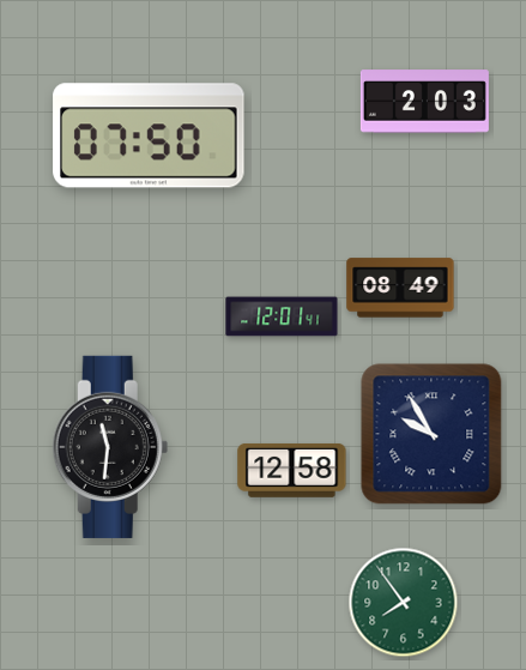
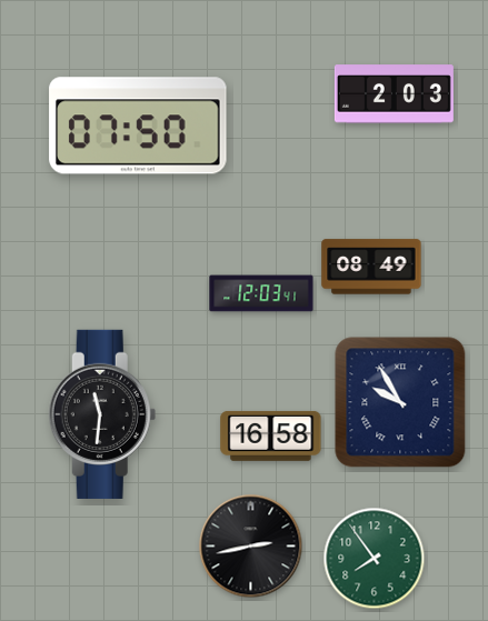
clock at (282, 316): 12:01 -> 12:03
clock at (292, 470): 12:58 -> 16:58
clock at (251, 547): none -> 2:43
